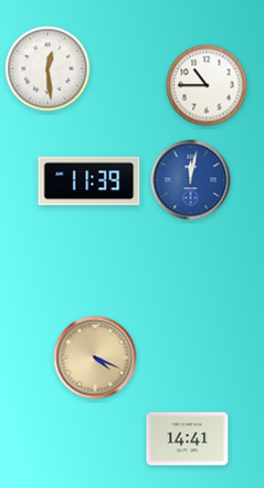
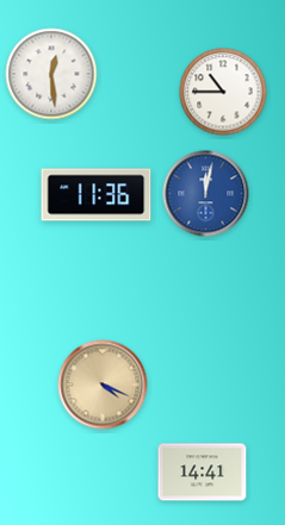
clock at (89, 181): 11:39 -> 11:36
